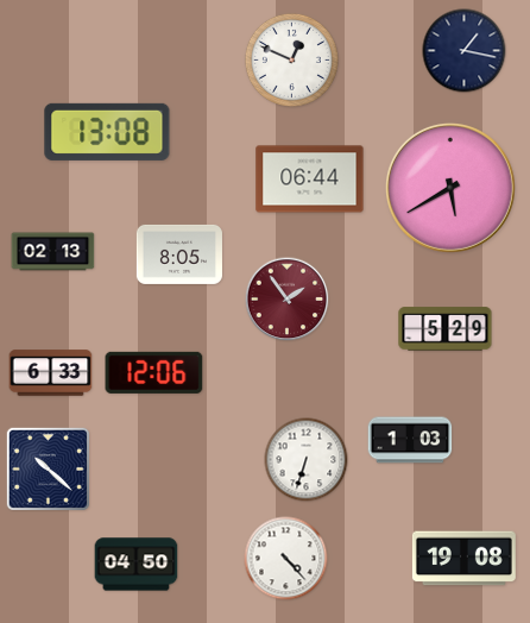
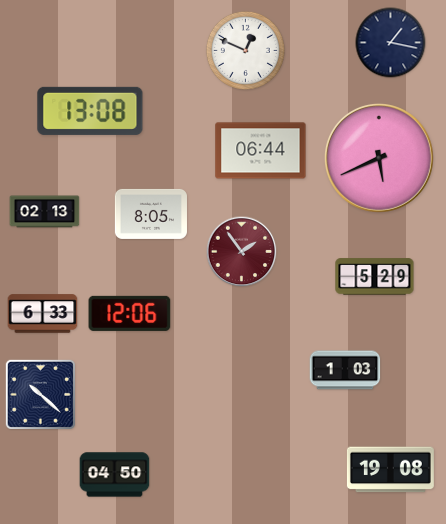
clock at (450, 188): 5:40 -> 5:41
clock at (307, 460): 6:33 -> none
clock at (286, 559): 4:23 -> none
